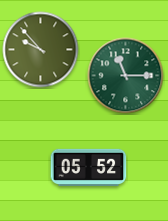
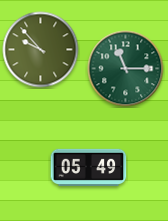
clock at (126, 76) position: (126, 76) -> (126, 69)
clock at (89, 167): 05:52 -> 05:49
